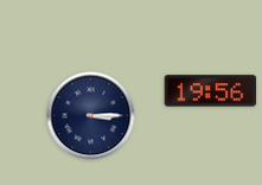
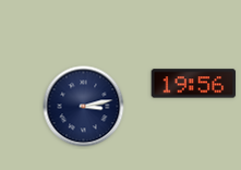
clock at (91, 116): 3:15 -> 3:13
